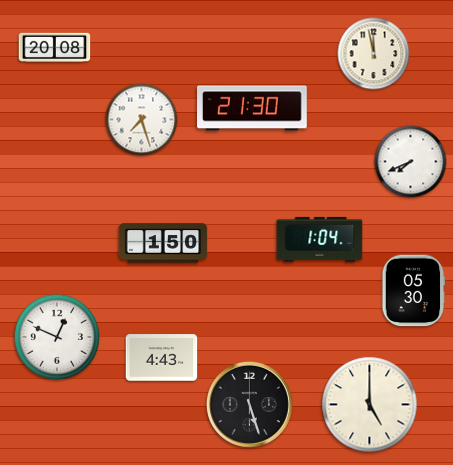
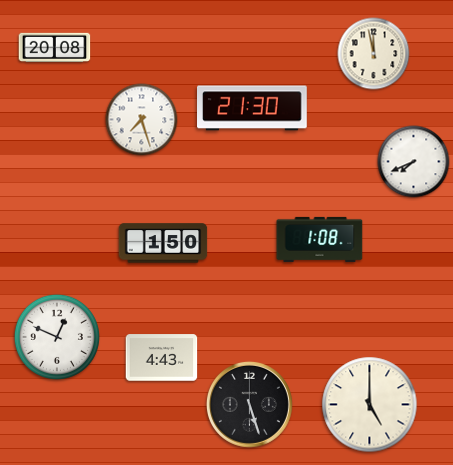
clock at (411, 162) position: (411, 162) -> (414, 162)
clock at (320, 239): 1:04 -> 1:08
clock at (414, 291): 05:30 -> none
